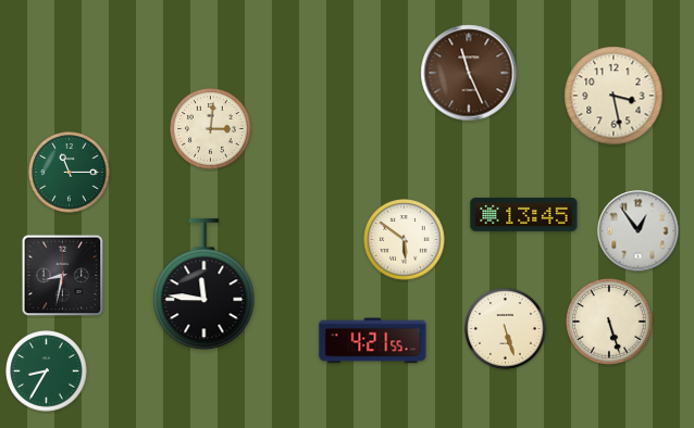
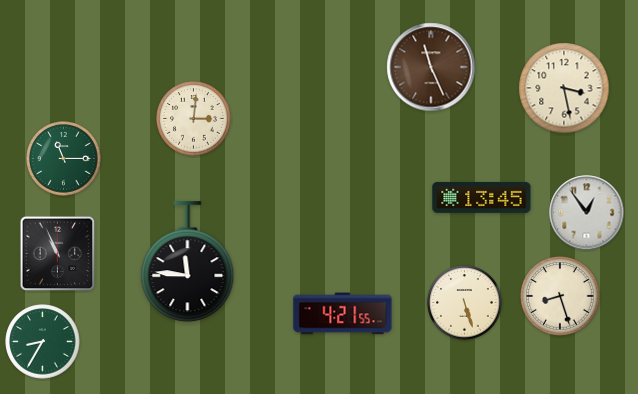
clock at (405, 240): 5:51 -> none
clock at (63, 276): 8:32 -> 10:56
clock at (609, 322): 5:27 -> 8:27
